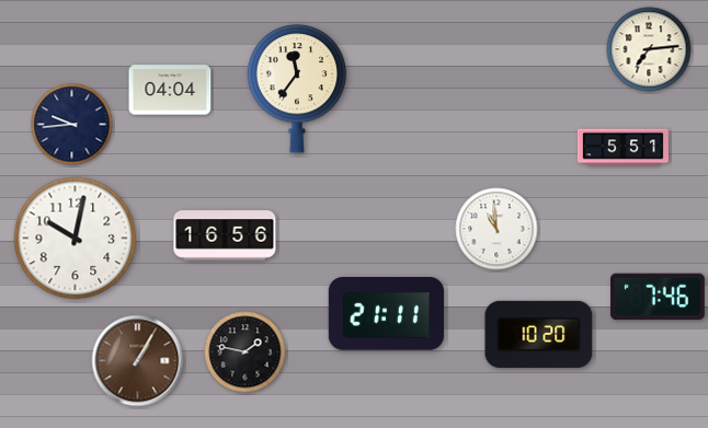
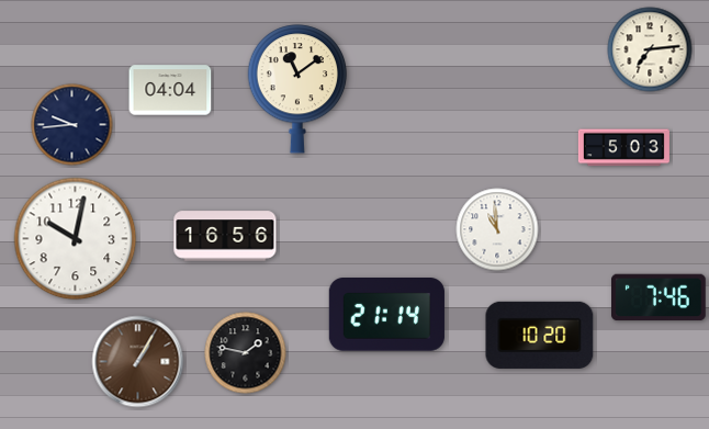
clock at (297, 89): 11:36 -> 11:09
clock at (623, 148): 5:51 -> 5:03
clock at (386, 314): 21:11 -> 21:14
